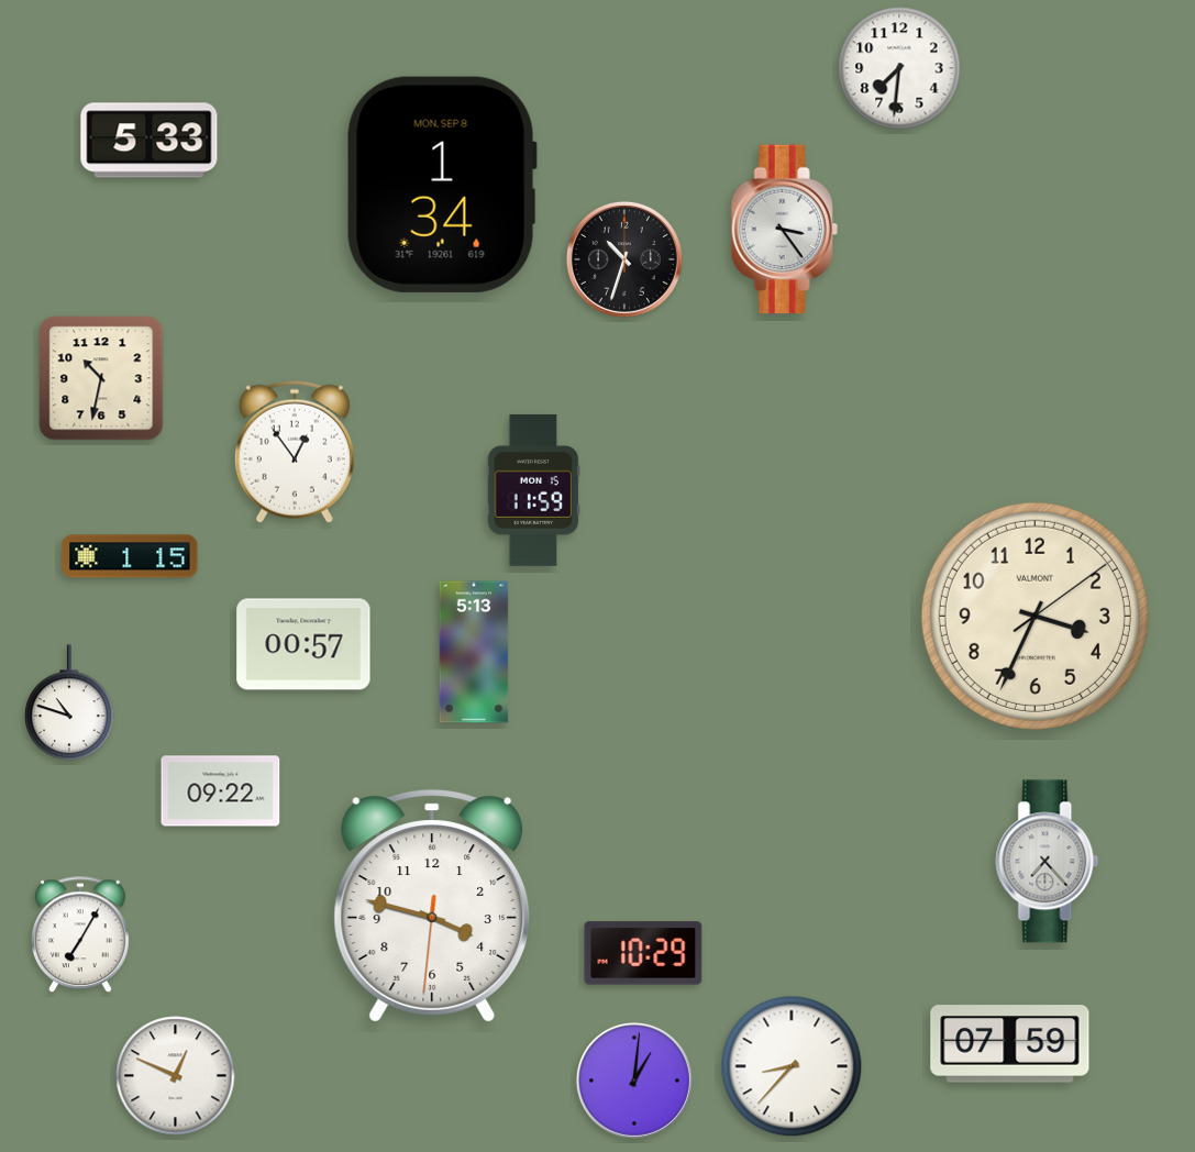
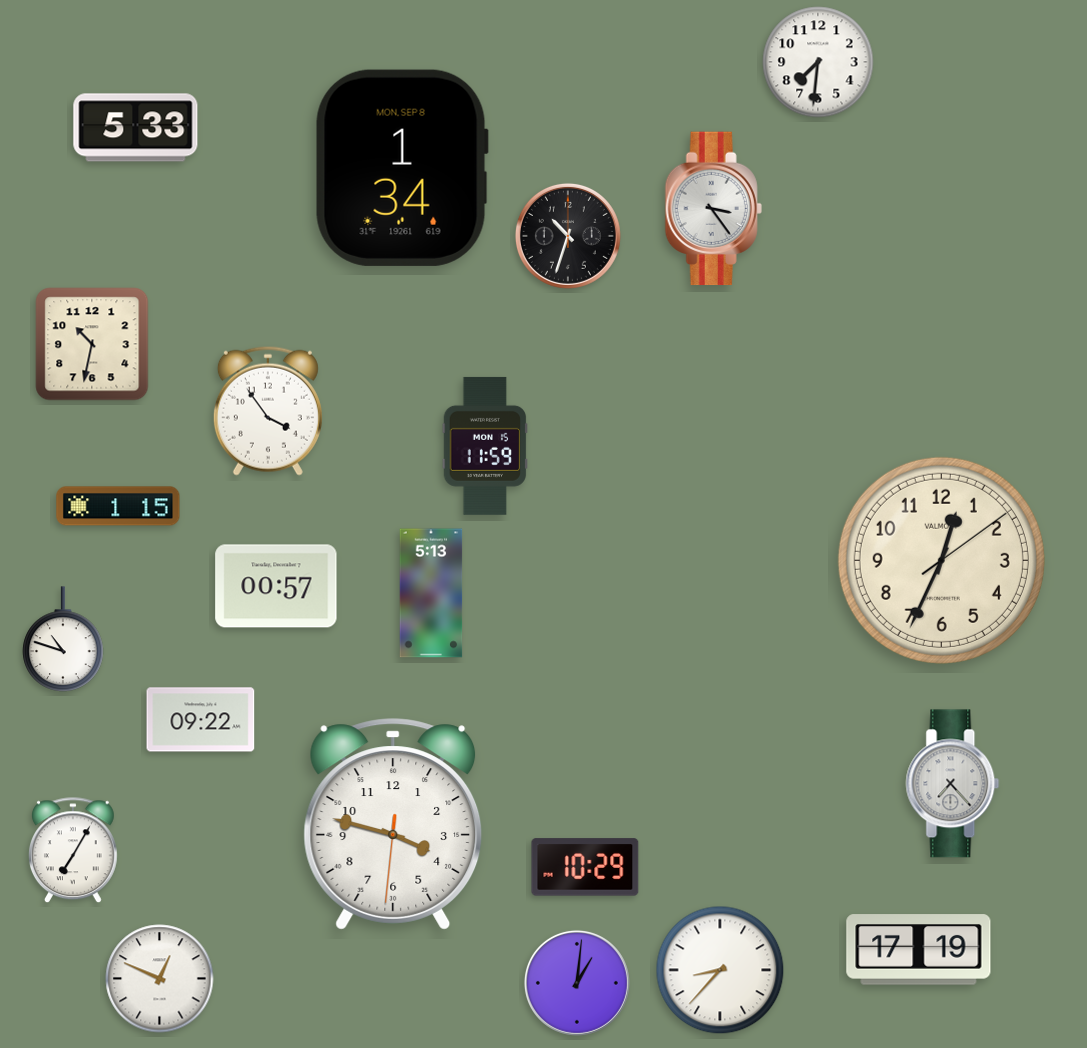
clock at (295, 452): 12:54 -> 3:54
clock at (1034, 616): 3:34 -> 12:34
clock at (1010, 1044): 07:59 -> 17:19
